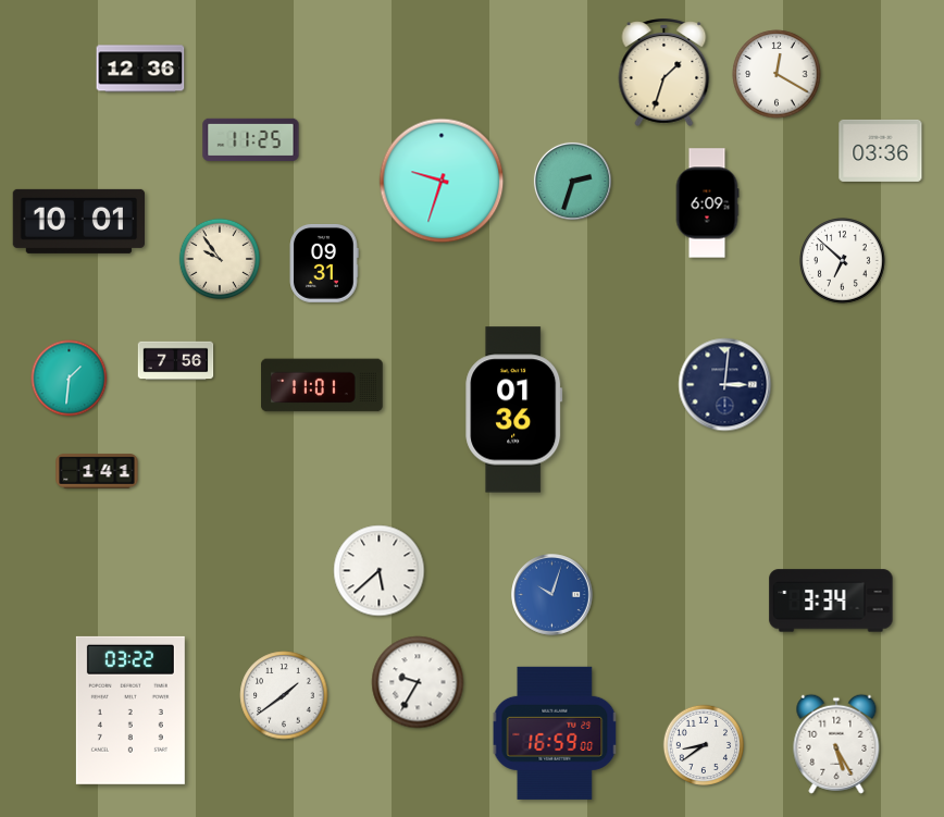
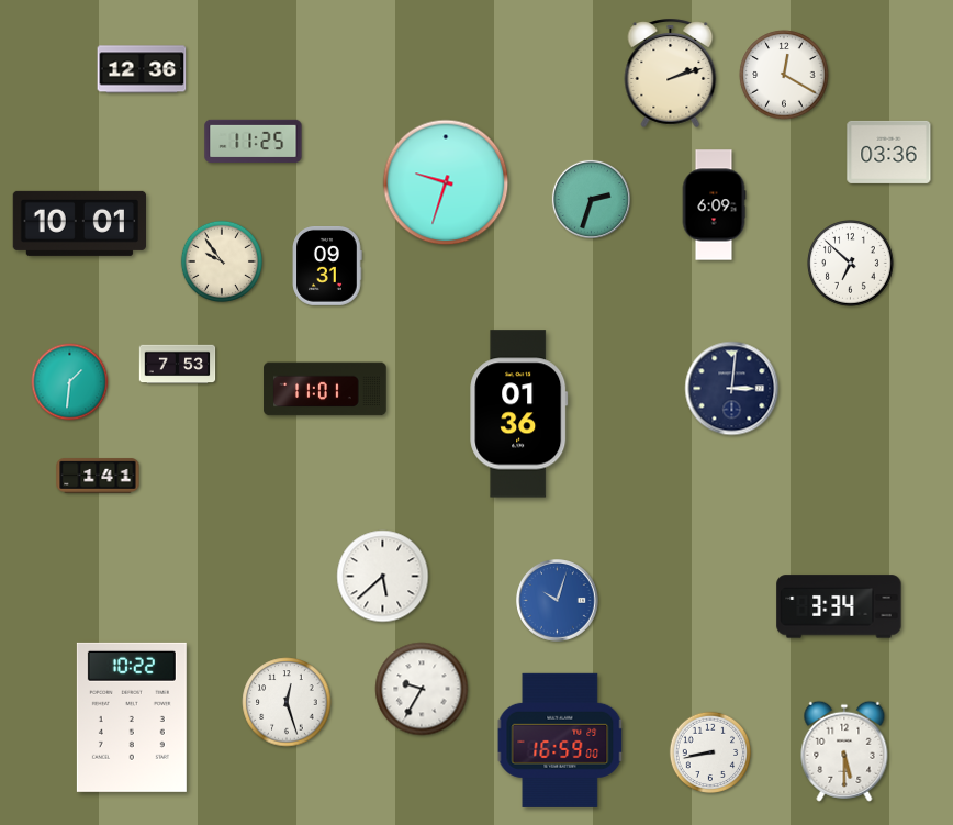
clock at (664, 72): 1:33 -> 2:12
clock at (572, 181) position: (572, 181) -> (591, 199)
clock at (176, 361): 7:56 -> 7:53
clock at (284, 695): 1:39 -> 12:27
clock at (131, 710): 03:22 -> 10:22
clock at (836, 744): 5:25 -> 5:30
clock at (704, 745): 8:39 -> 8:43
